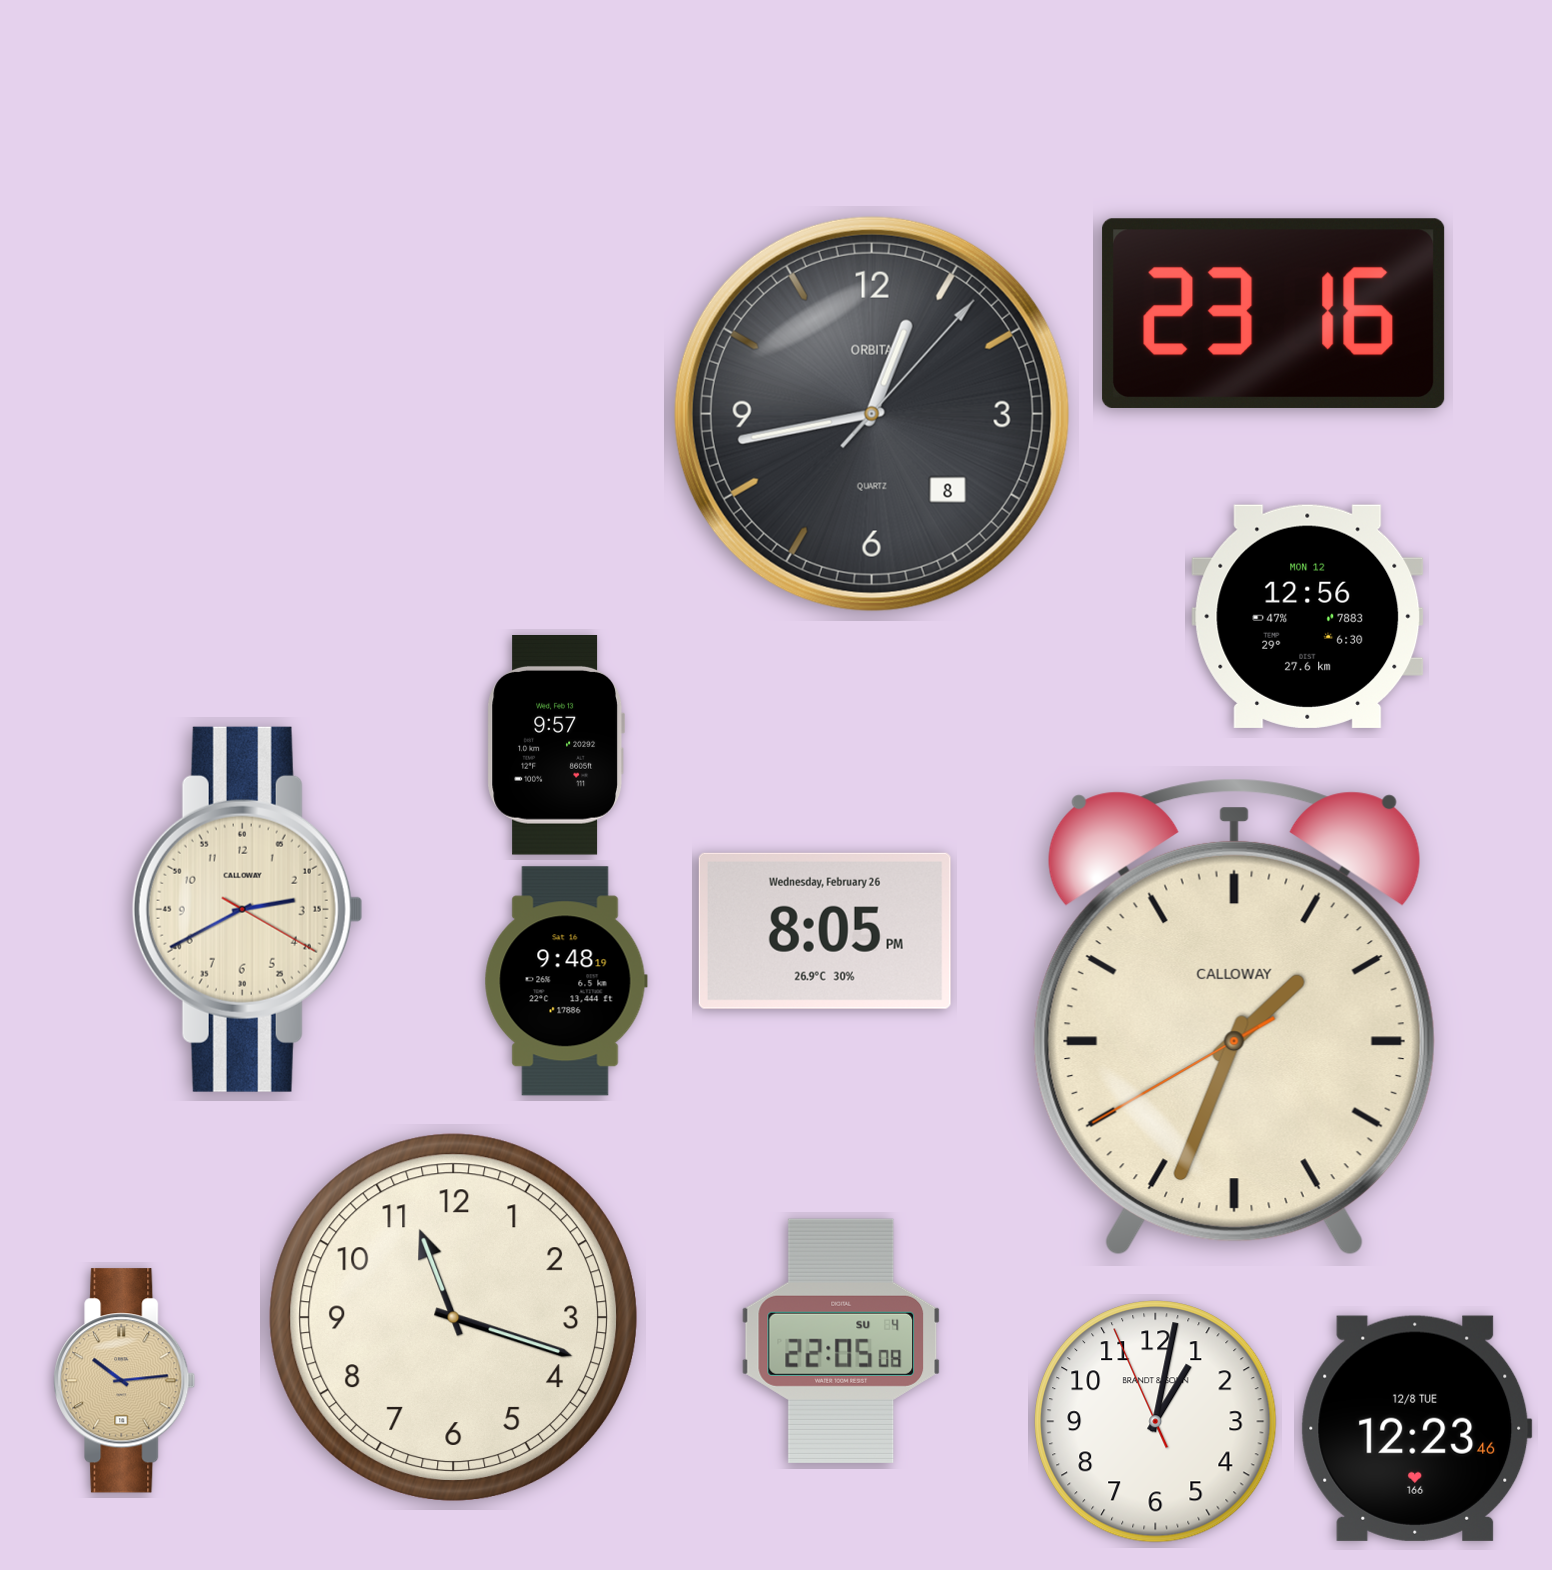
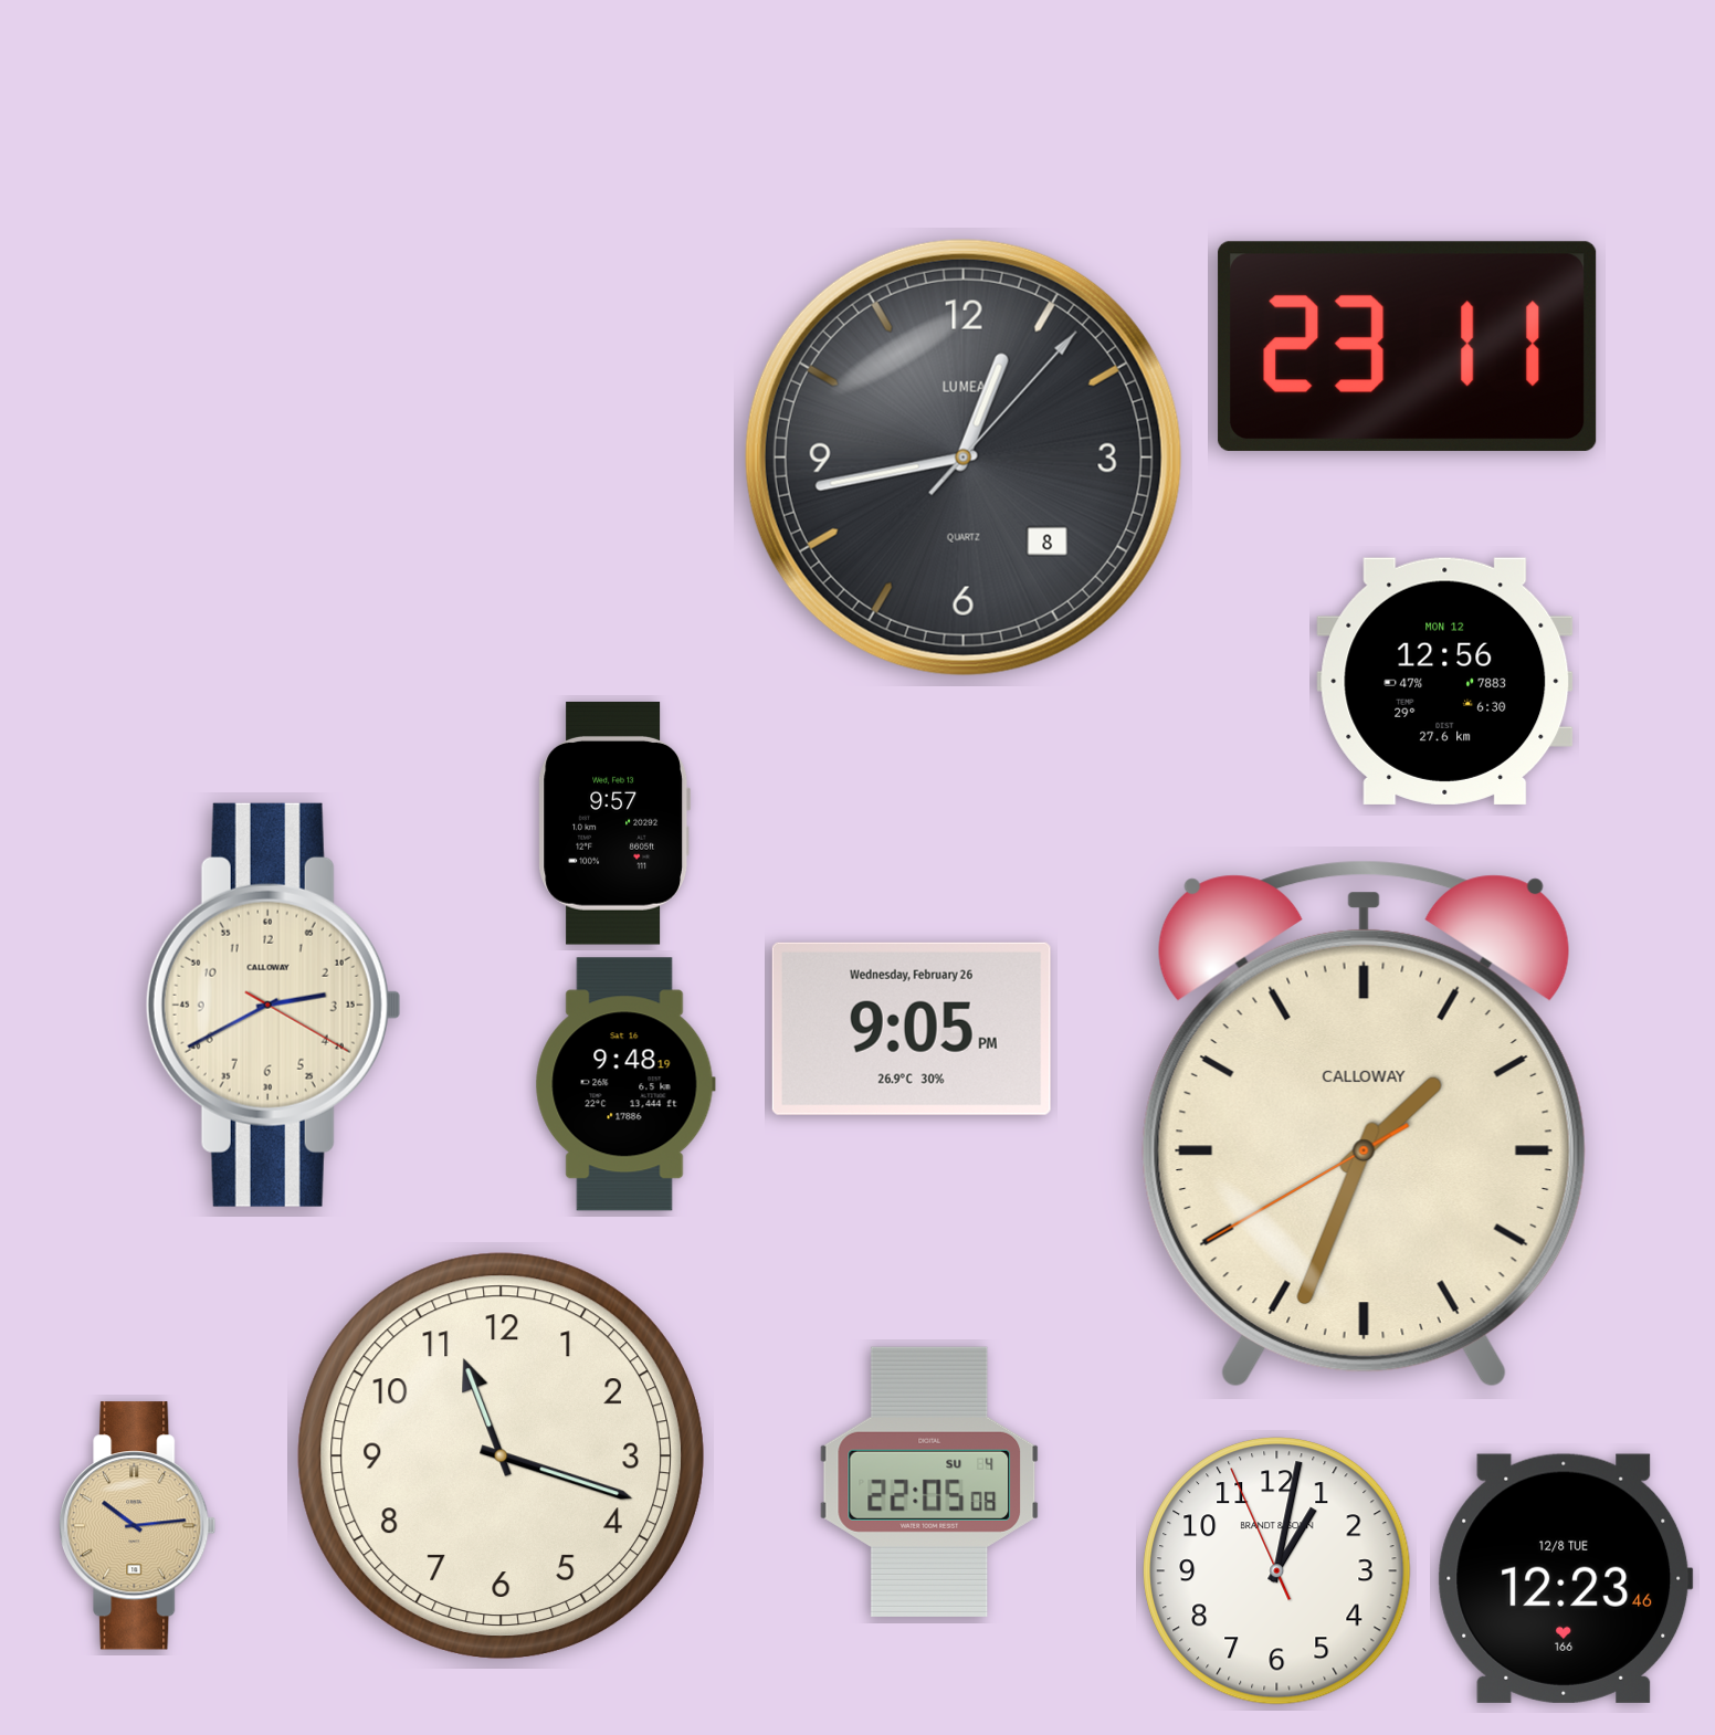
clock at (1274, 313): 23:16 -> 23:11
clock at (872, 414) brand: ORBITA -> LUMEA
clock at (825, 931): 8:05 -> 9:05
